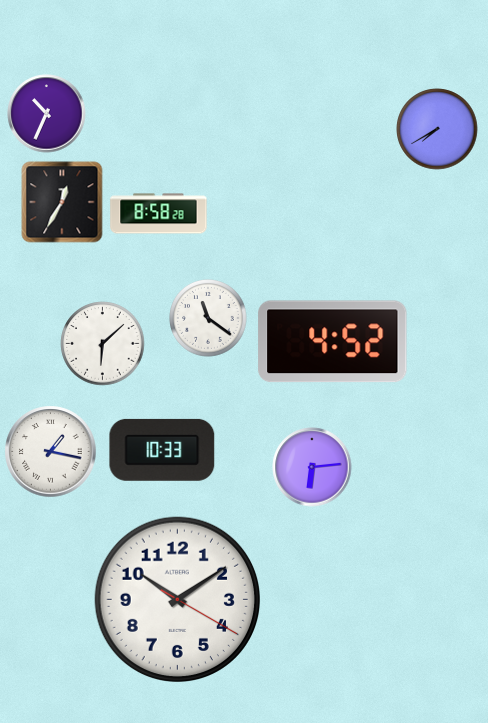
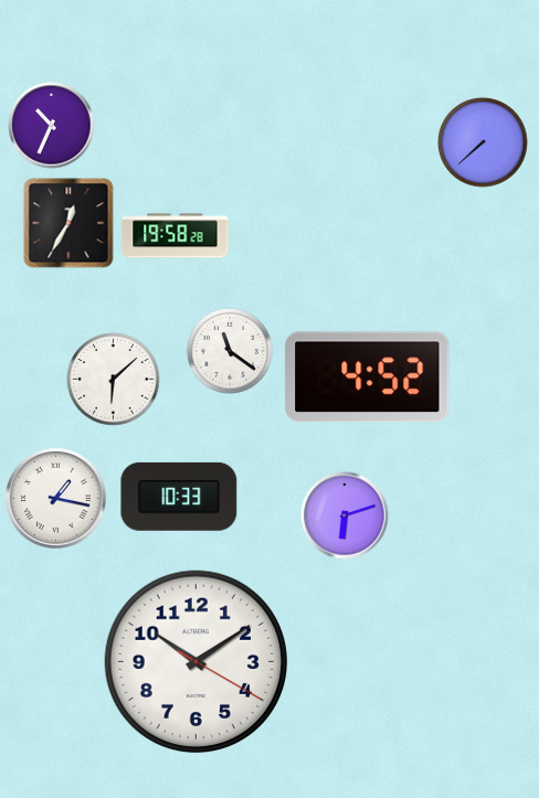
clock at (437, 129): 7:40 -> 7:38
clock at (159, 214): 8:58 -> 19:58
clock at (312, 467): 6:14 -> 6:12
